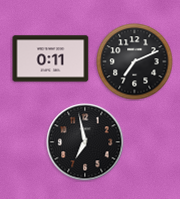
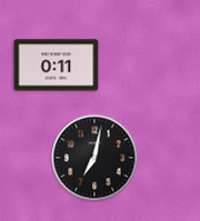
clock at (135, 62): 7:11 -> none
clock at (85, 142): 6:58 -> 7:02
